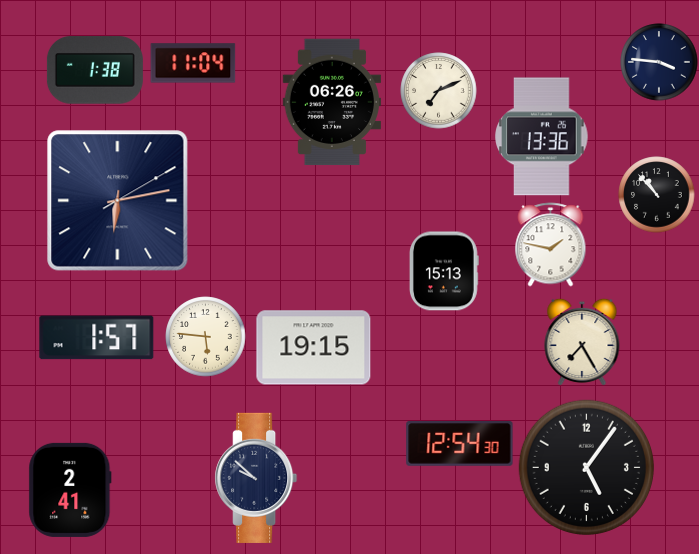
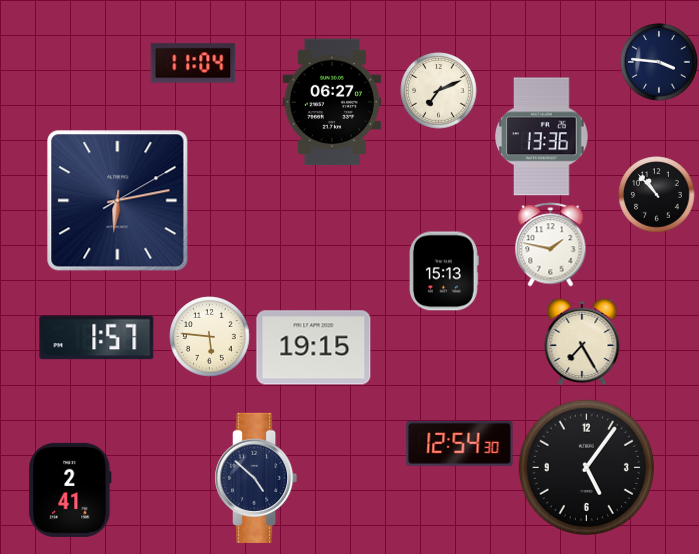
clock at (95, 70): 1:38 -> none
clock at (332, 102): 06:26 -> 06:27
clock at (206, 337) position: (206, 337) -> (210, 337)
clock at (256, 478): 9:52 -> 4:52
